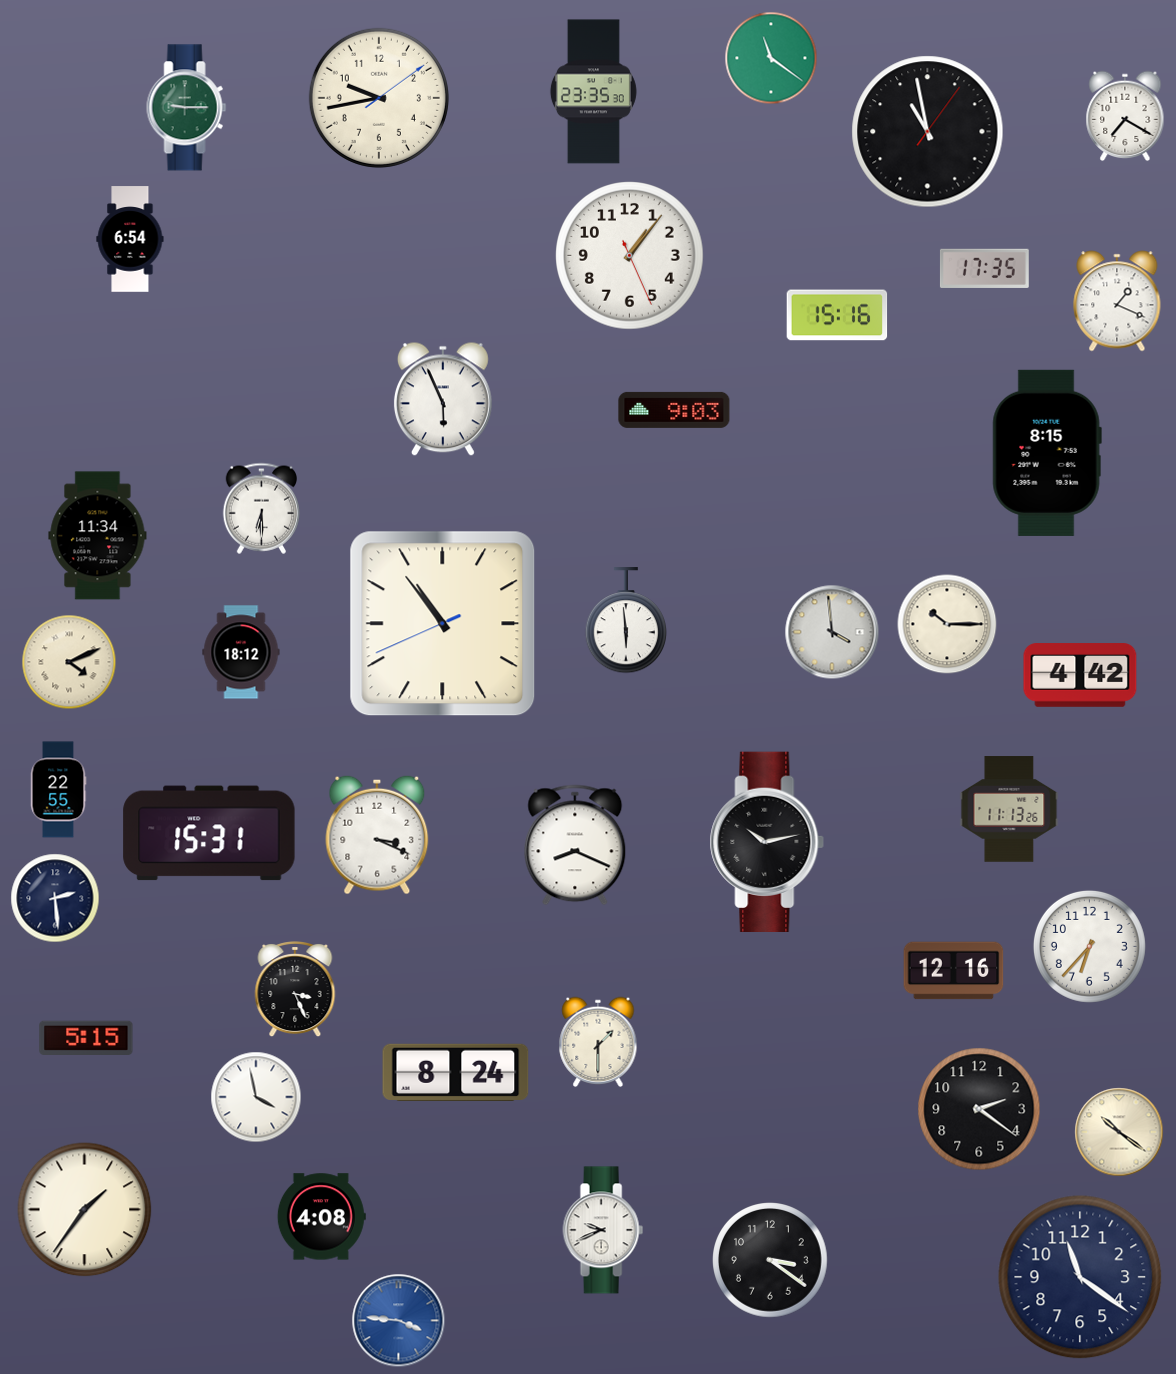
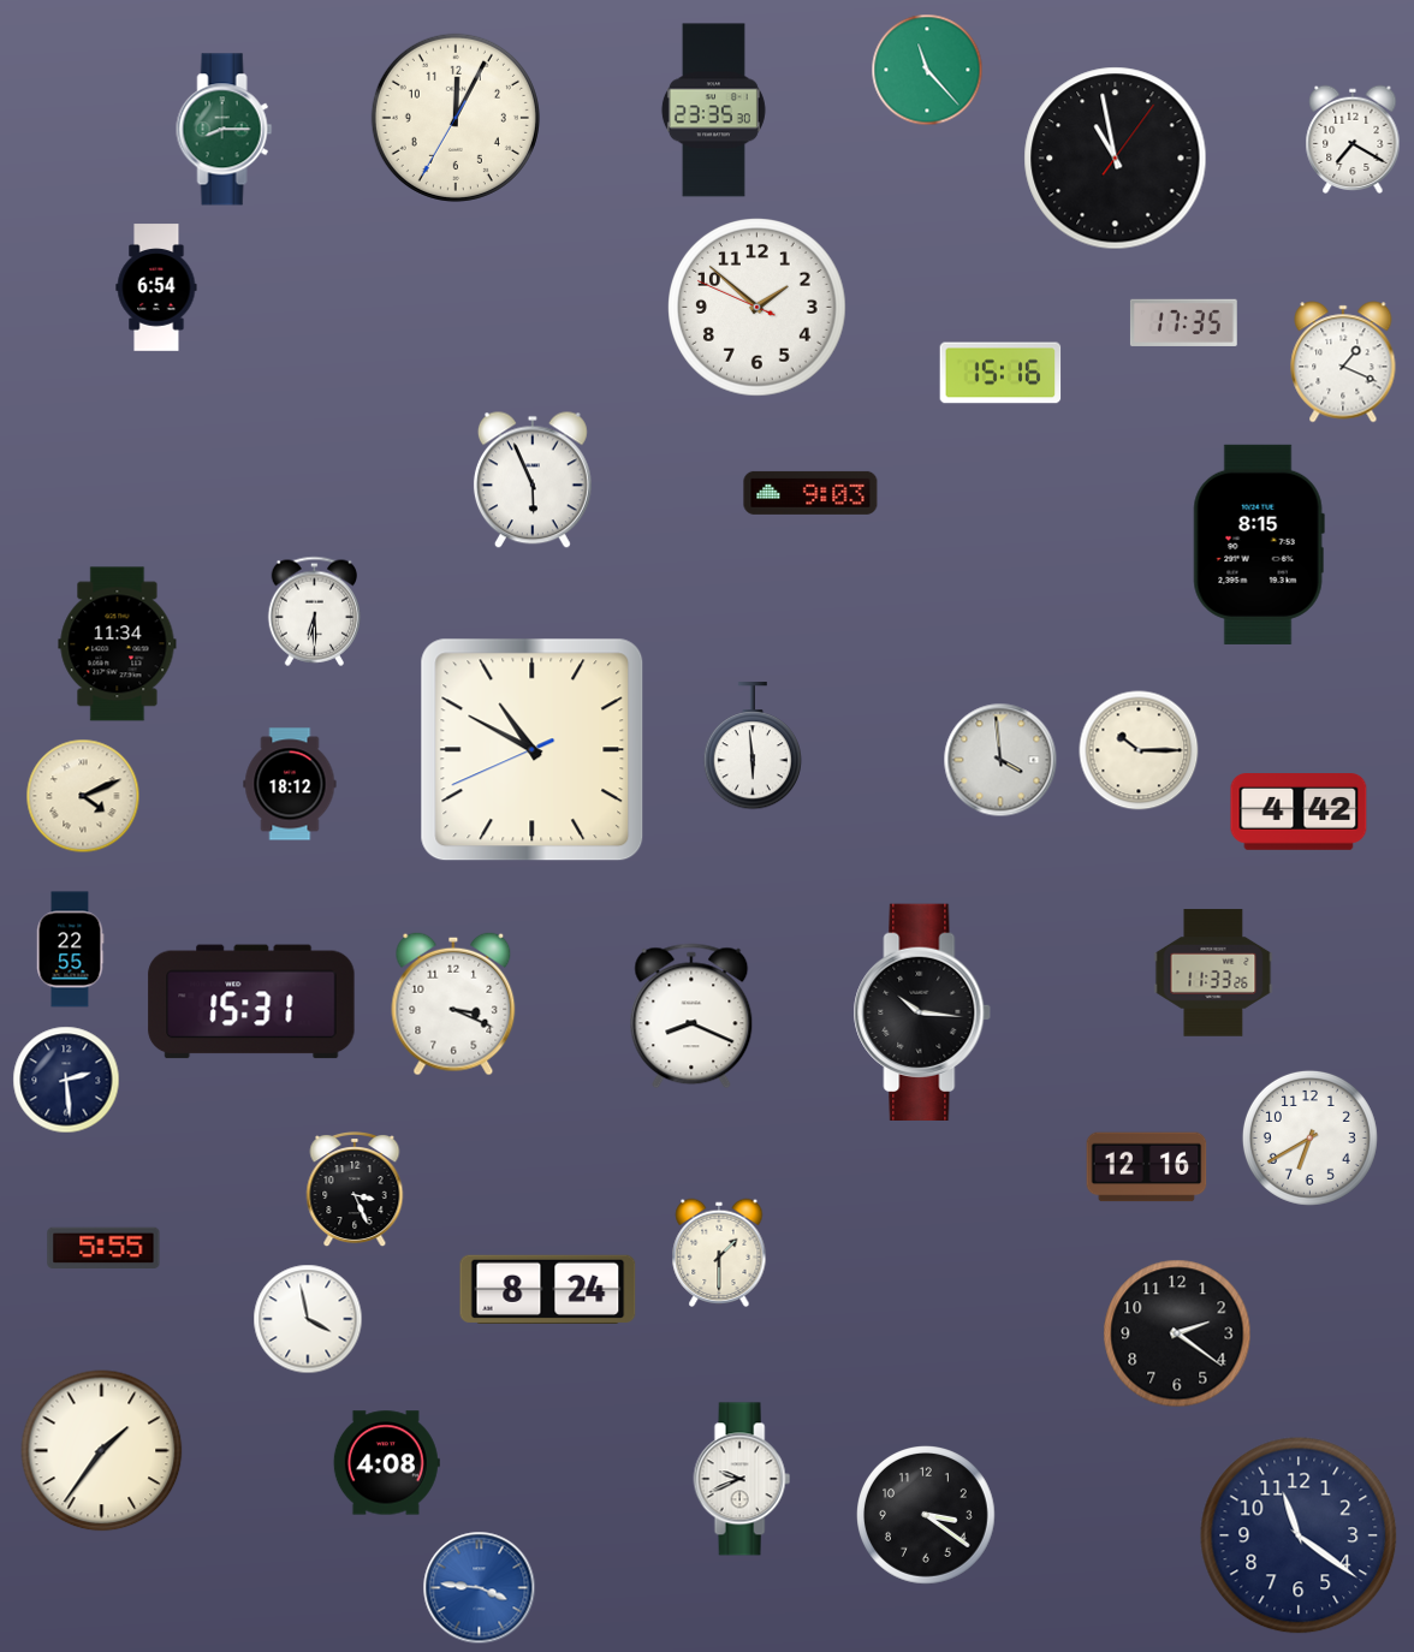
clock at (771, 58): 11:21 -> 11:23
clock at (379, 98): 9:43 -> 12:04
clock at (187, 108): 9:15 -> 8:15
clock at (630, 256): 1:06 -> 1:51
clock at (837, 315) position: (837, 315) -> (1000, 373)
clock at (443, 624): 10:53 -> 10:49
clock at (1009, 809): 11:13 -> 11:33
clock at (767, 841): 10:13 -> 10:16
clock at (1089, 946): 6:37 -> 6:40
clock at (86, 1038): 5:15 -> 5:55
clock at (1119, 1132): 10:21 -> none
clock at (85, 1210) position: (85, 1210) -> (102, 1451)
clock at (603, 1230) position: (603, 1230) -> (742, 1479)
